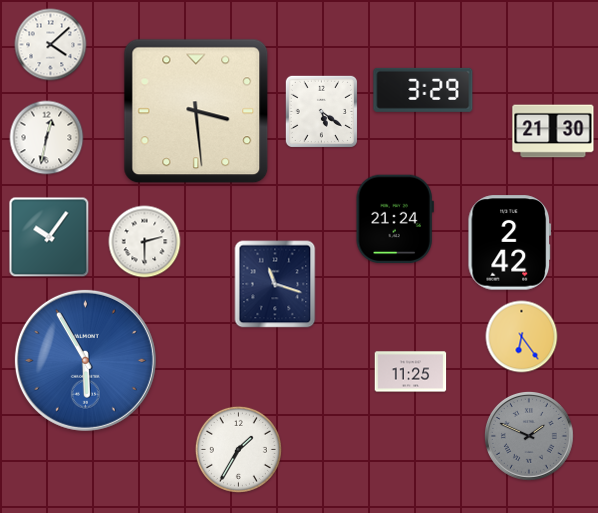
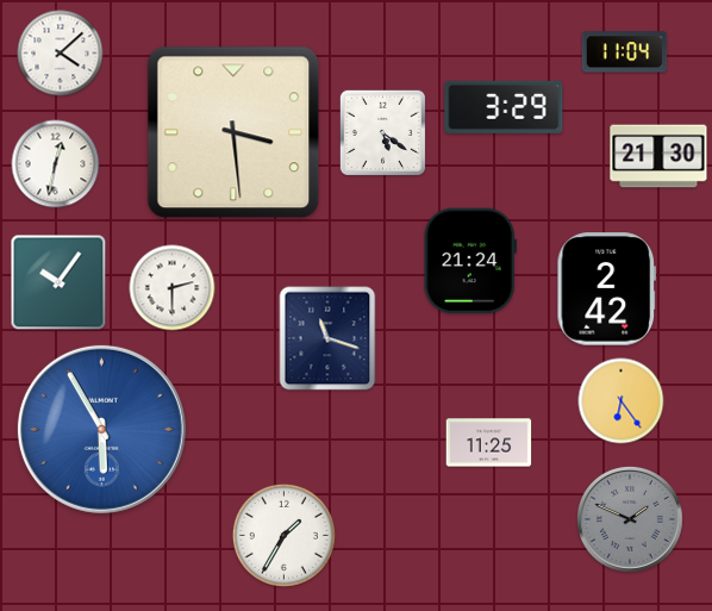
clock at (625, 52): none -> 11:04
